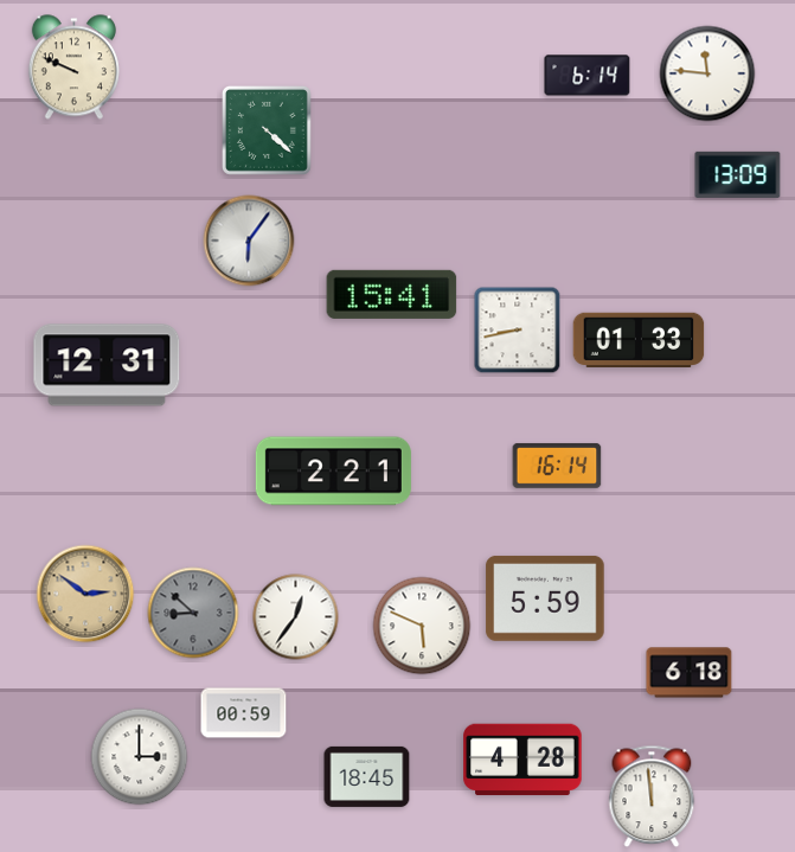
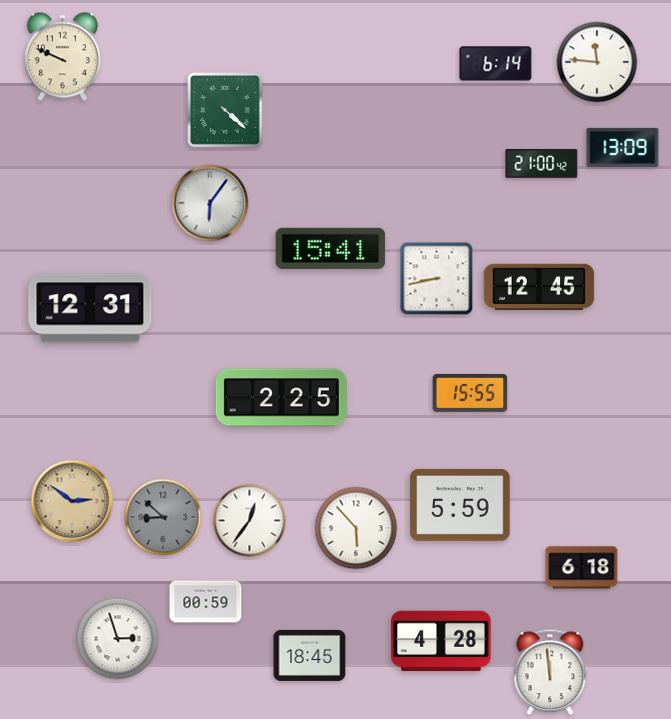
clock at (542, 163): none -> 21:00
clock at (639, 339): 01:33 -> 12:45
clock at (557, 466): 16:14 -> 15:55
clock at (333, 472): 2:21 -> 2:25
clock at (422, 626): 5:49 -> 5:53
clock at (140, 757): 3:00 -> 2:57
